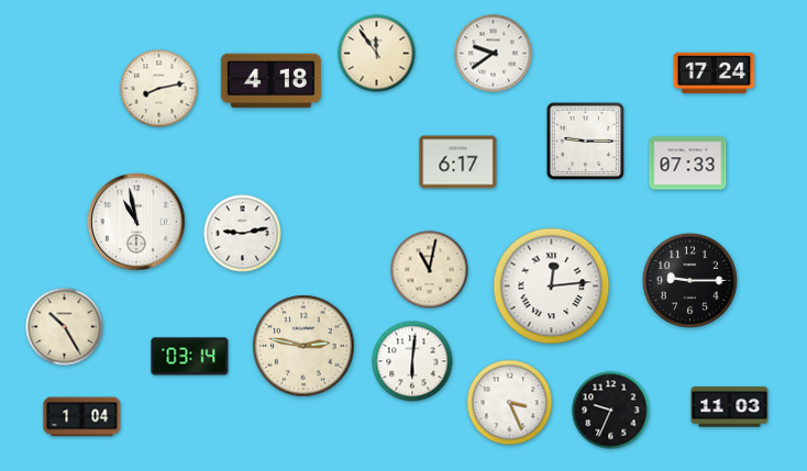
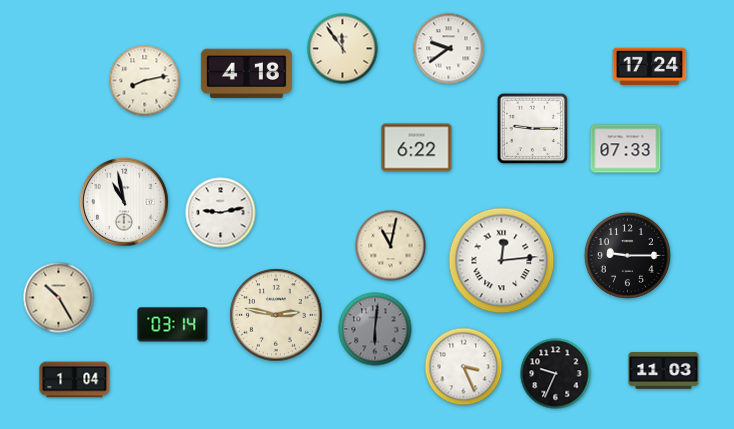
clock at (458, 162): 6:17 -> 6:22
clock at (412, 361) dial: white -> grey
